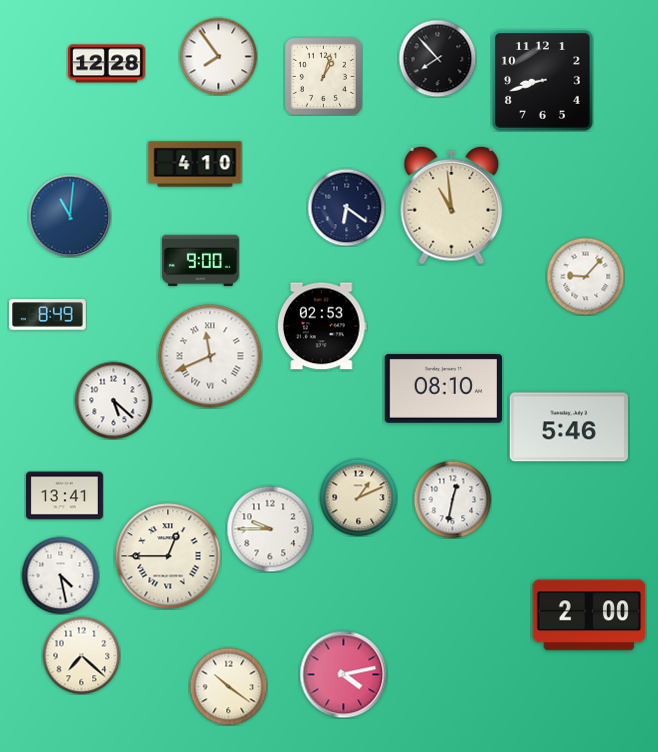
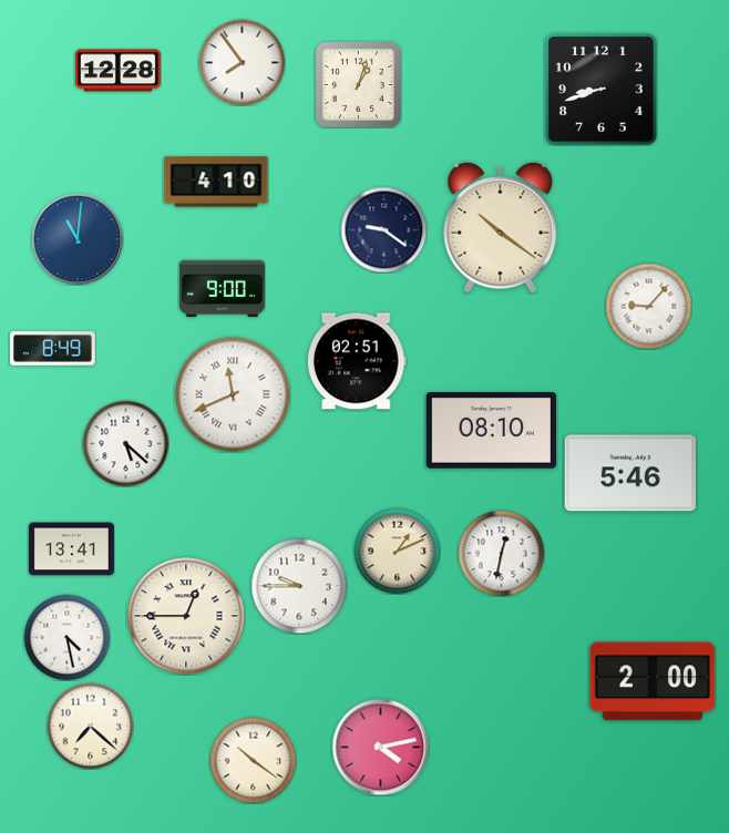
clock at (437, 58): 7:53 -> none
clock at (452, 205): 10:59 -> 10:21
clock at (346, 207): 6:21 -> 9:21
clock at (322, 326): 02:53 -> 02:51
